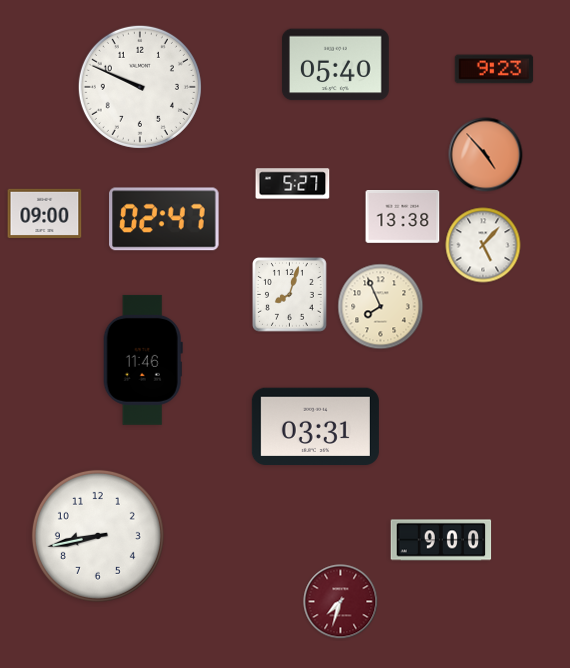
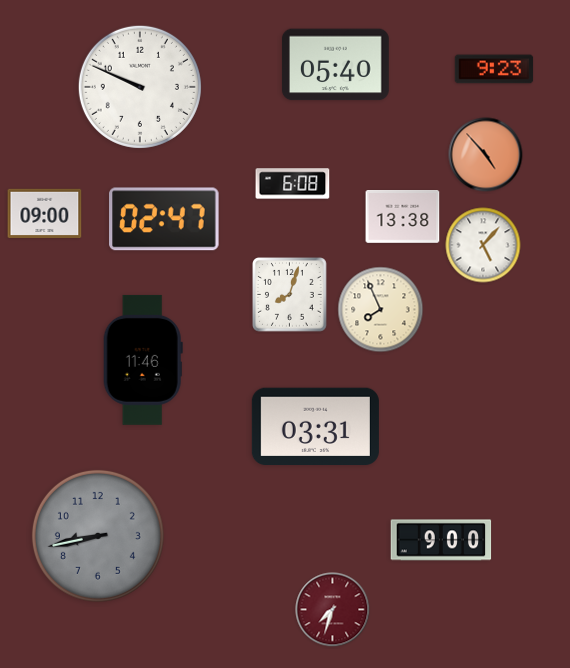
clock at (293, 184): 5:27 -> 6:08
clock at (381, 307) position: (381, 307) -> (381, 310)
clock at (98, 536) dial: white -> grey
clock at (341, 602) position: (341, 602) -> (333, 610)
